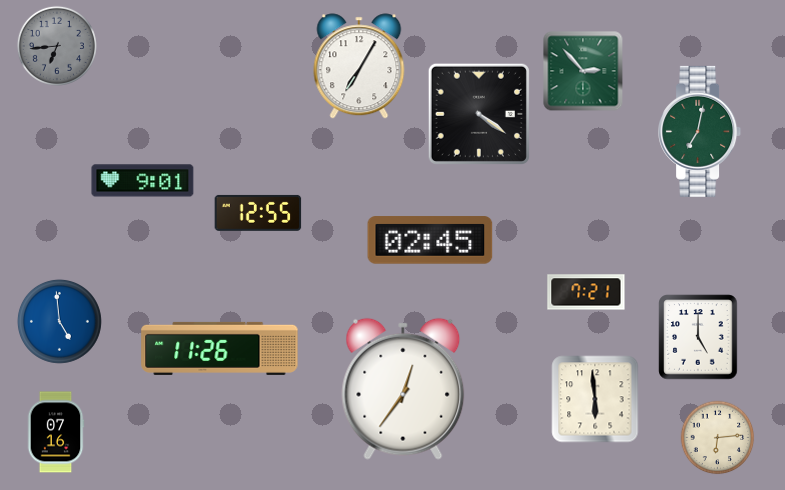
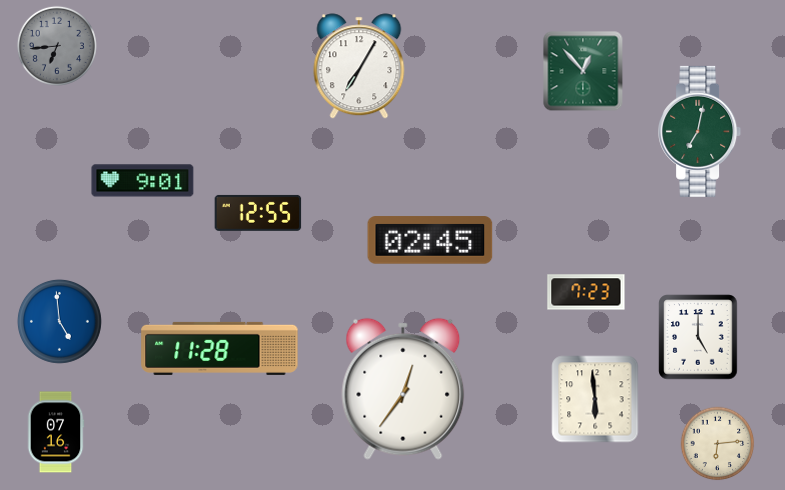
clock at (583, 71): 2:53 -> 12:53
clock at (479, 114): 4:21 -> none
clock at (586, 292): 7:21 -> 7:23
clock at (220, 348): 11:26 -> 11:28
clock at (718, 438) position: (718, 438) -> (718, 444)
